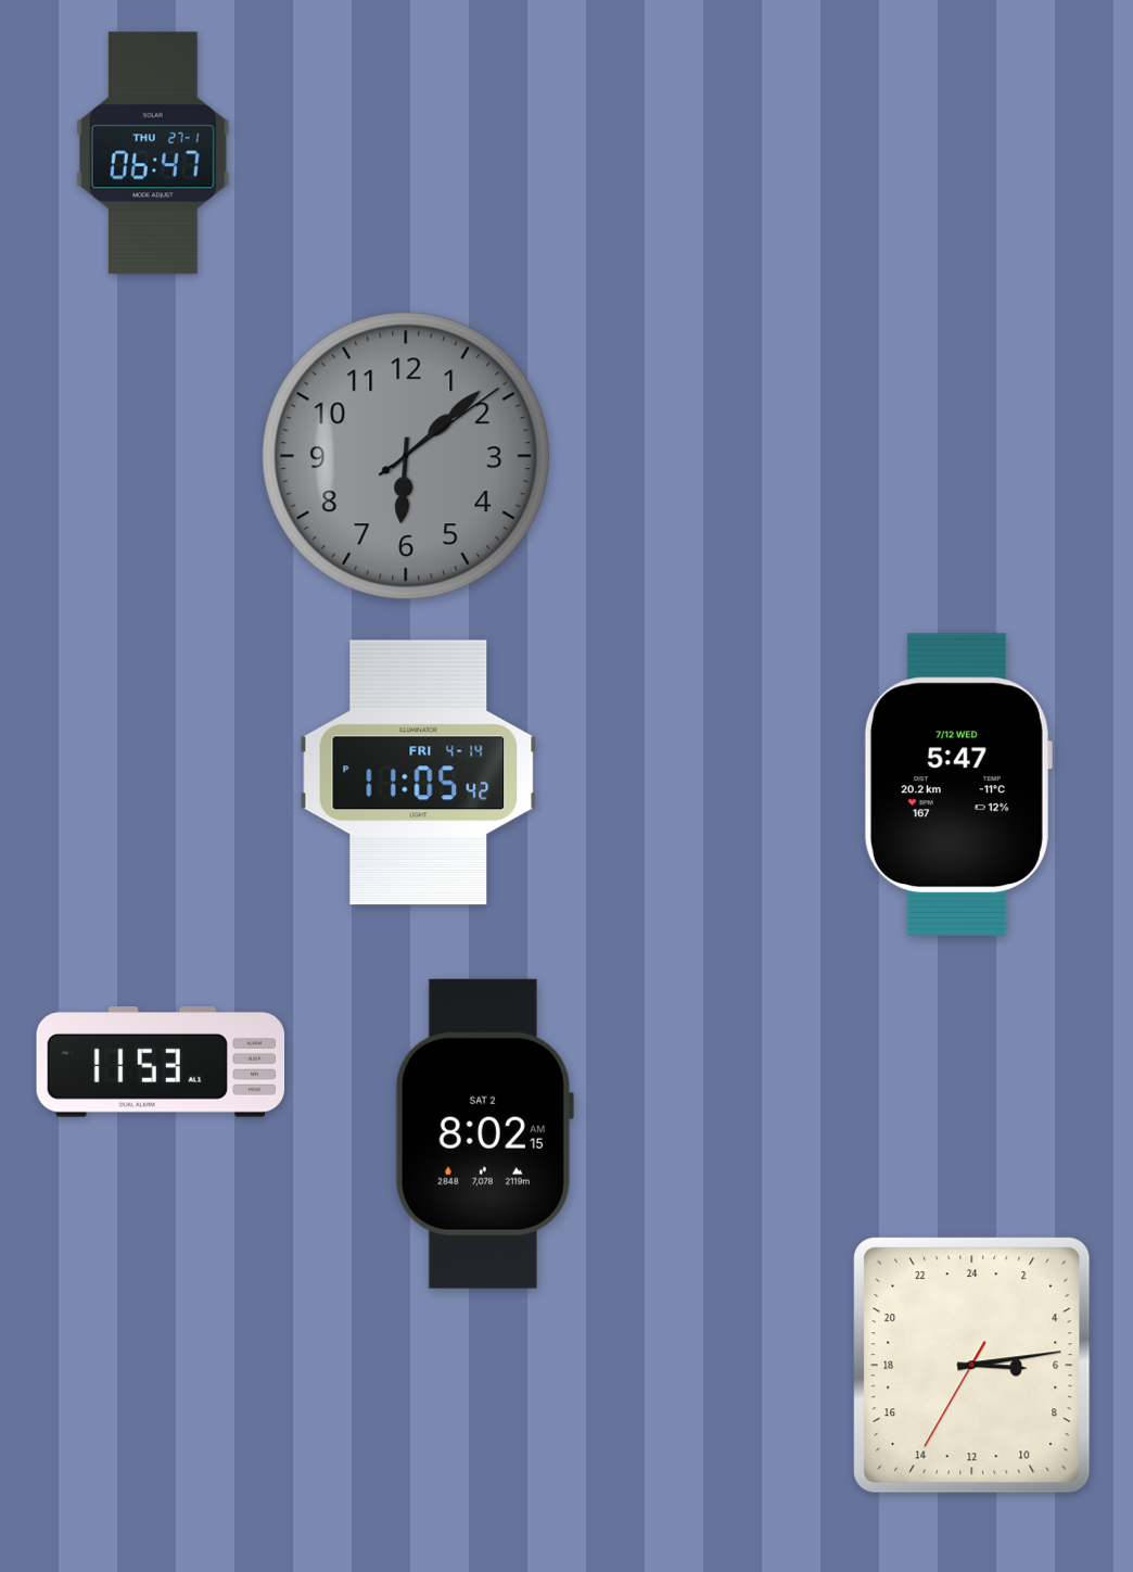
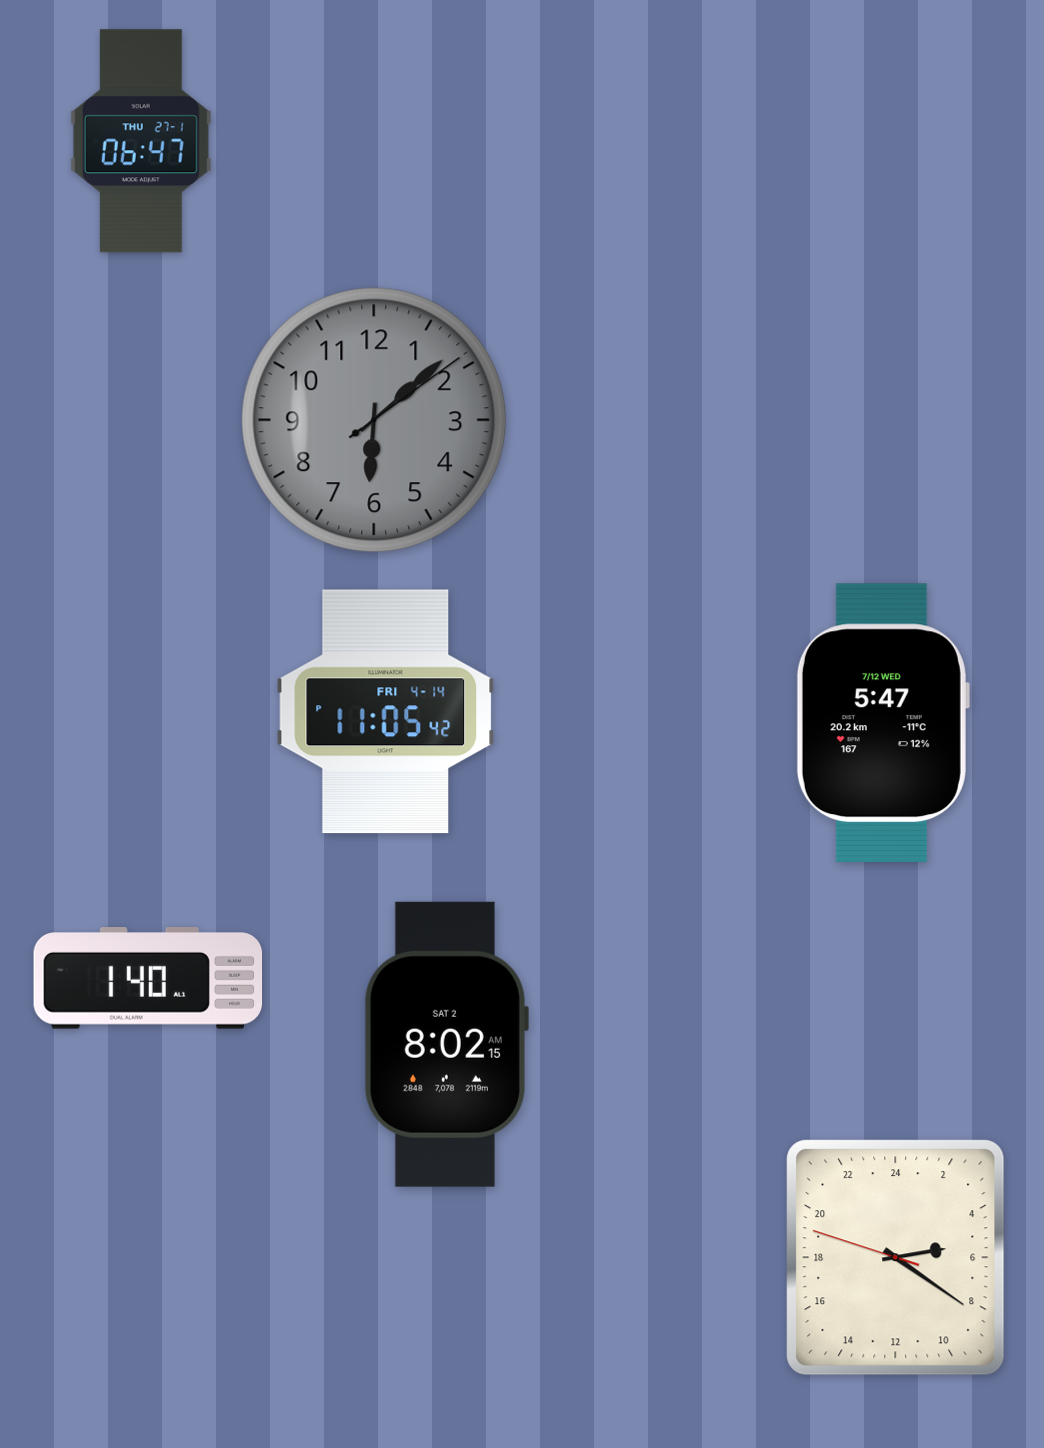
clock at (161, 1063): 11:53 -> 1:40
clock at (972, 1366): 6:13 -> 5:20
